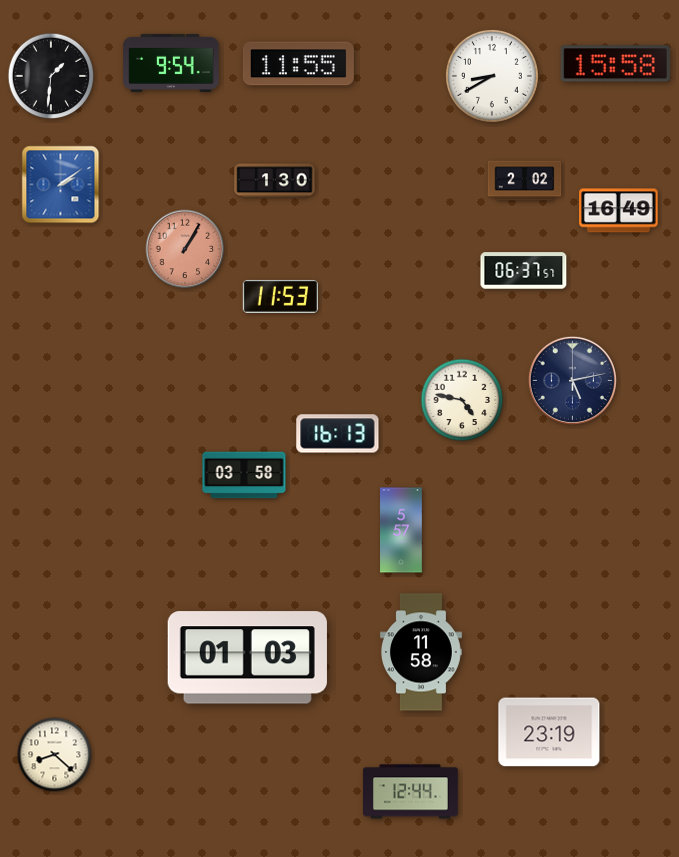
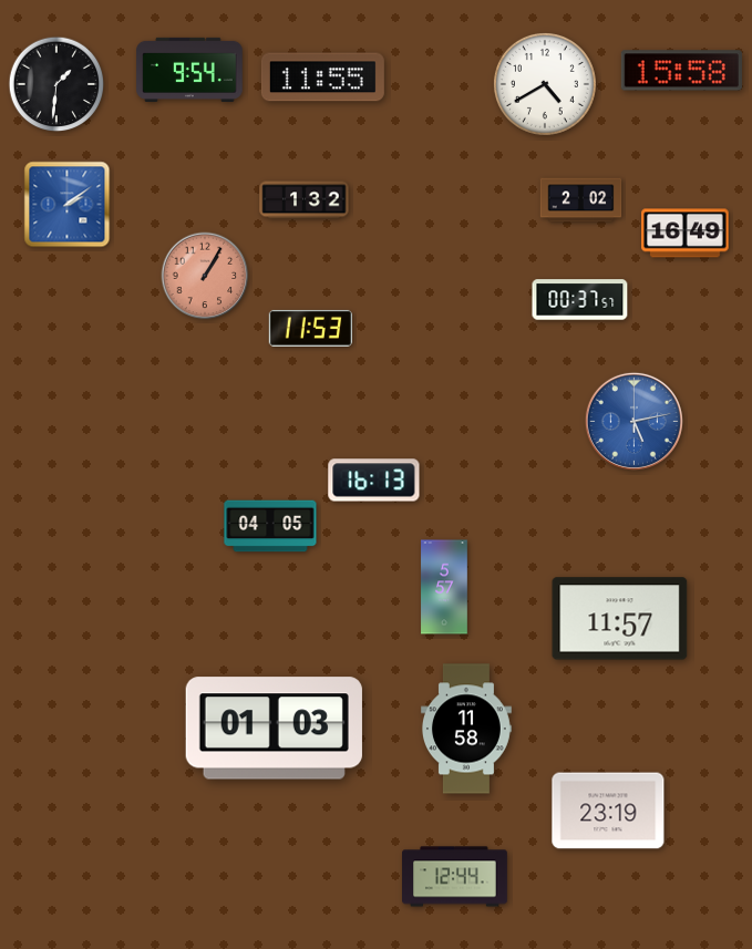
clock at (298, 64) position: (298, 64) -> (322, 78)
clock at (492, 76): 8:40 -> 4:40
clock at (275, 181): 1:30 -> 1:32
clock at (524, 271): 06:37 -> 00:37
clock at (572, 380) dial: navy -> blue
clock at (462, 400): 4:47 -> none
clock at (244, 475): 03:58 -> 04:05
clock at (620, 619): none -> 11:57
clock at (421, 652) position: (421, 652) -> (466, 729)
clock at (55, 755): 8:22 -> none
